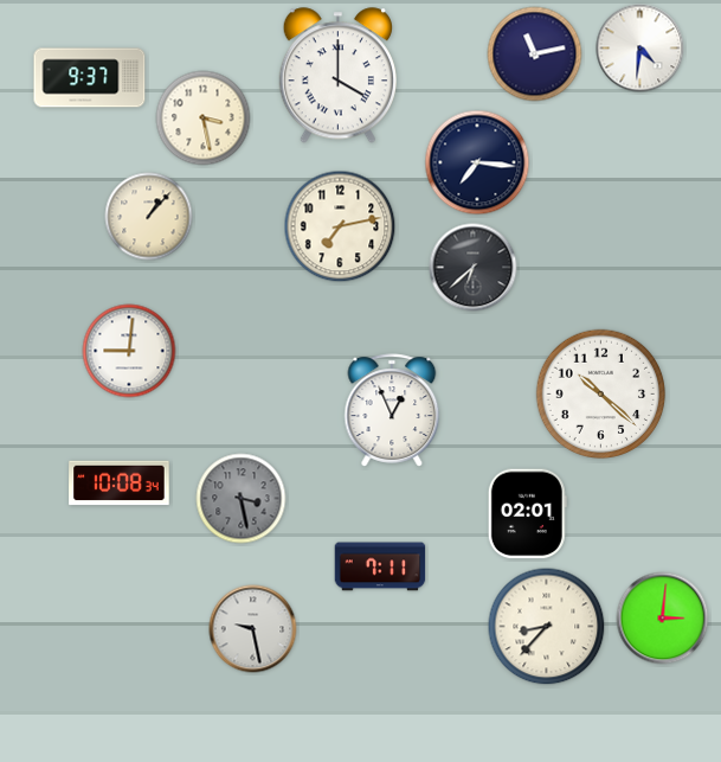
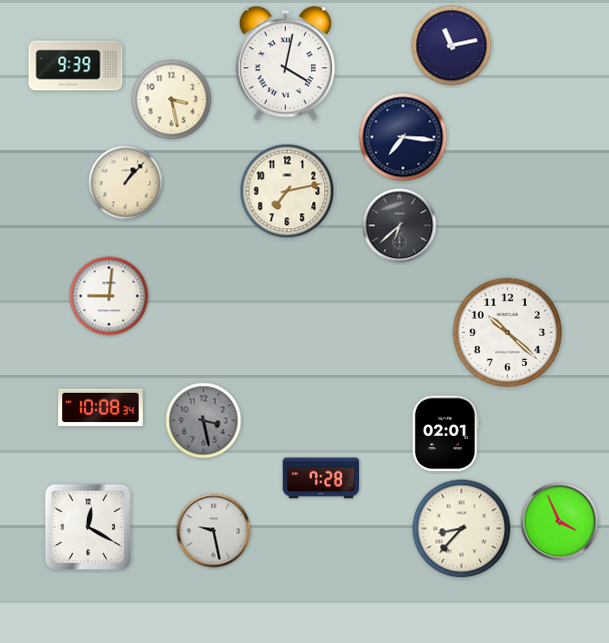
clock at (640, 49): 4:31 -> none
clock at (337, 76): 4:00 -> 4:02
clock at (90, 78): 9:37 -> 9:39
clock at (392, 410): 12:56 -> none
clock at (380, 566): 7:11 -> 7:28
clock at (663, 619): 3:01 -> 3:56
clock at (87, 526): none -> 12:20
